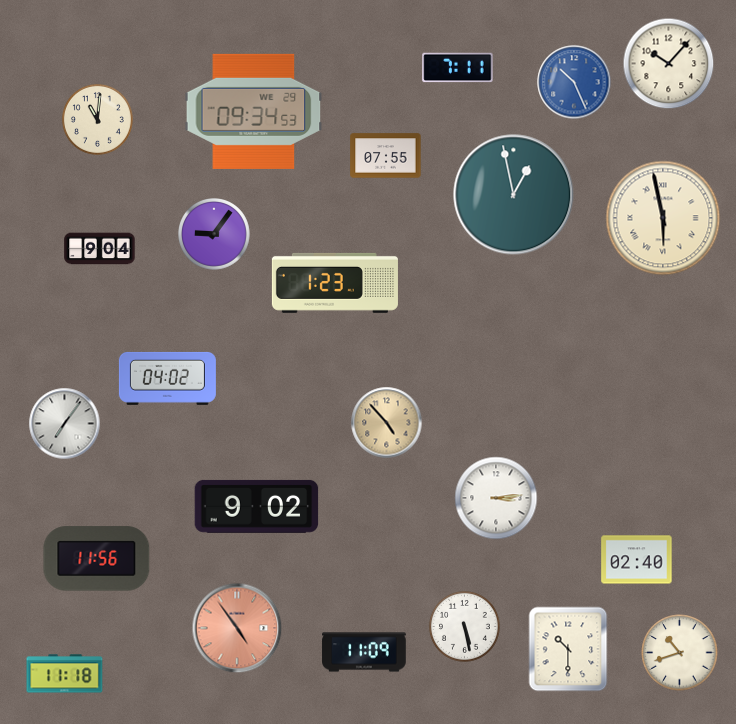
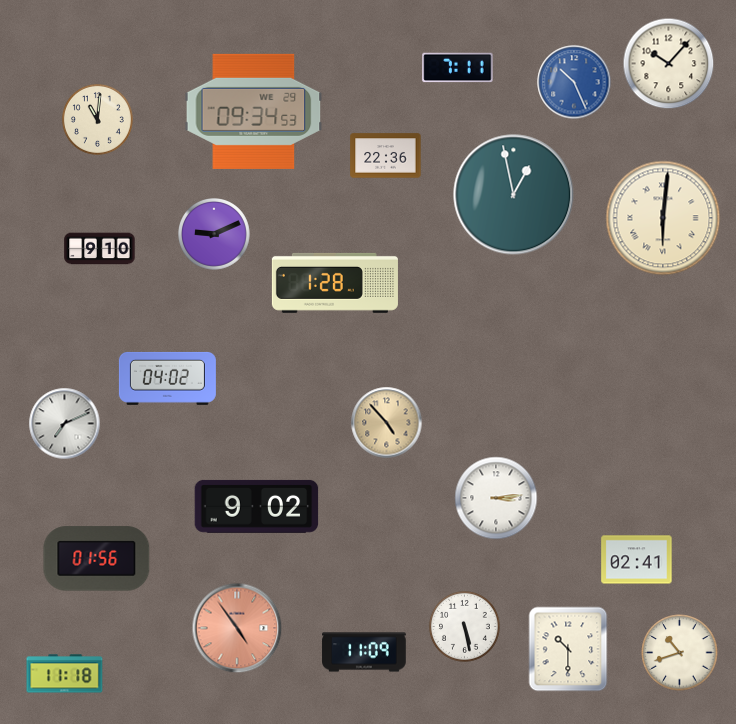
clock at (386, 156): 07:55 -> 22:36
clock at (663, 218): 5:58 -> 6:01
clock at (215, 235): 9:06 -> 9:11
clock at (100, 249): 9:04 -> 9:10
clock at (335, 283): 1:23 -> 1:28
clock at (65, 424): 7:06 -> 7:11
clock at (97, 559): 11:56 -> 01:56
clock at (637, 560): 02:40 -> 02:41
